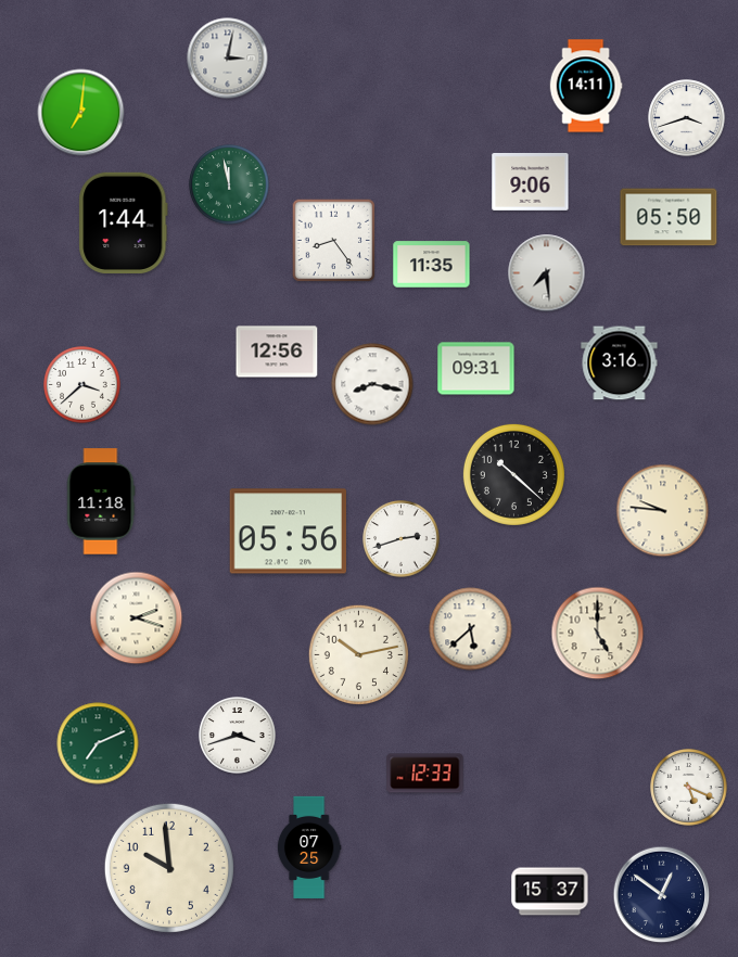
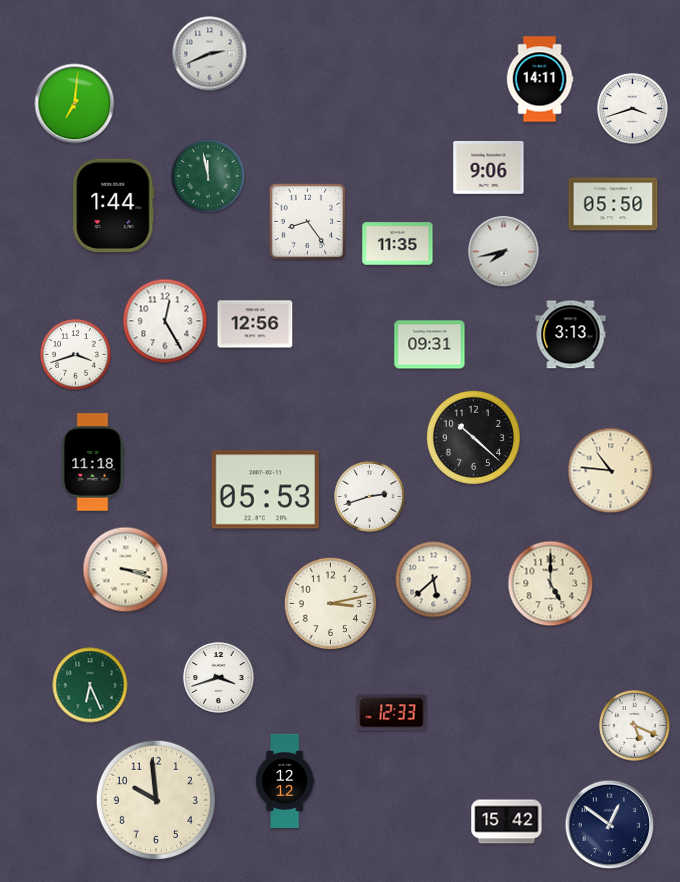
clock at (228, 59): 3:02 -> 2:41
clock at (229, 184) position: (229, 184) -> (208, 176)
clock at (669, 217) position: (669, 217) -> (613, 204)
clock at (547, 273): 7:29 -> 7:43
clock at (165, 321): none -> 12:25
clock at (620, 363): 3:16 -> 3:13
clock at (476, 369) position: (476, 369) -> (430, 345)
clock at (372, 384): 8:17 -> none
clock at (82, 385): 3:38 -> 3:42
clock at (663, 511): 9:46 -> 10:46
clock at (288, 532): 05:56 -> 05:53
clock at (137, 618): 2:18 -> 3:18
clock at (358, 654): 10:13 -> 3:13
clock at (98, 743): 7:11 -> 6:26
clock at (309, 846): 07:25 -> 12:12
clock at (550, 892): 15:37 -> 15:42
